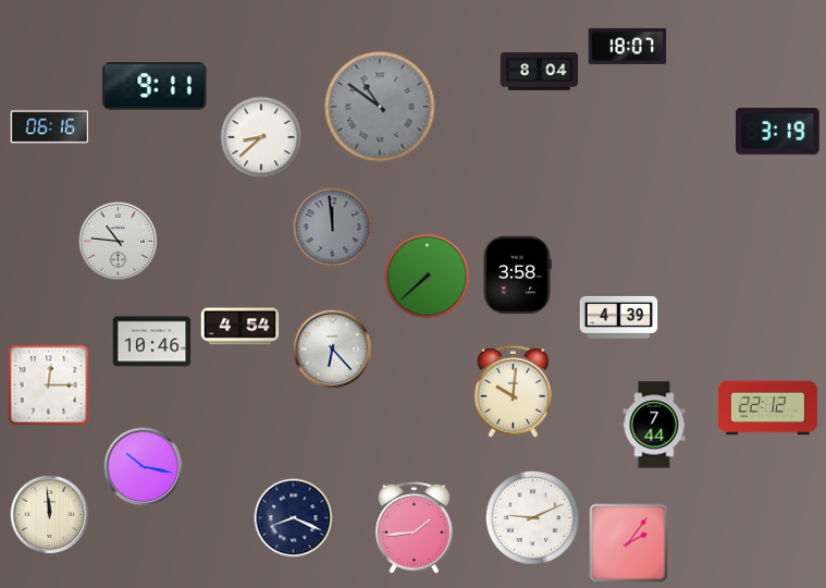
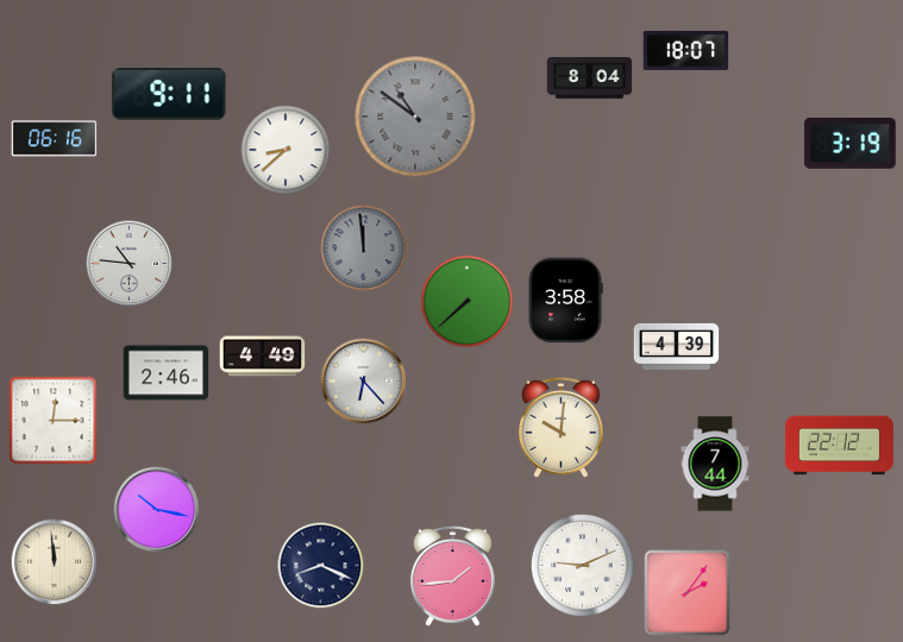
clock at (241, 327): 4:54 -> 4:49
clock at (152, 342): 10:46 -> 2:46
